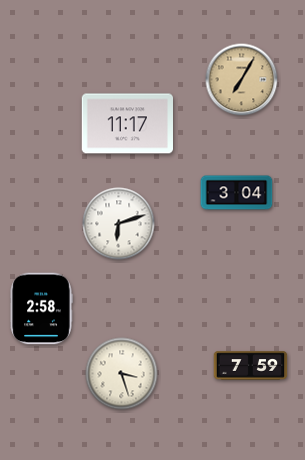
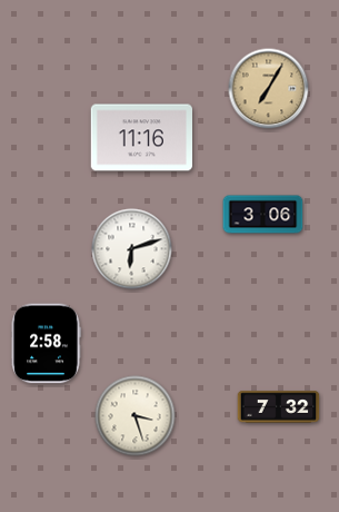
clock at (127, 124): 11:17 -> 11:16
clock at (237, 193): 3:04 -> 3:06
clock at (251, 366): 7:59 -> 7:32
